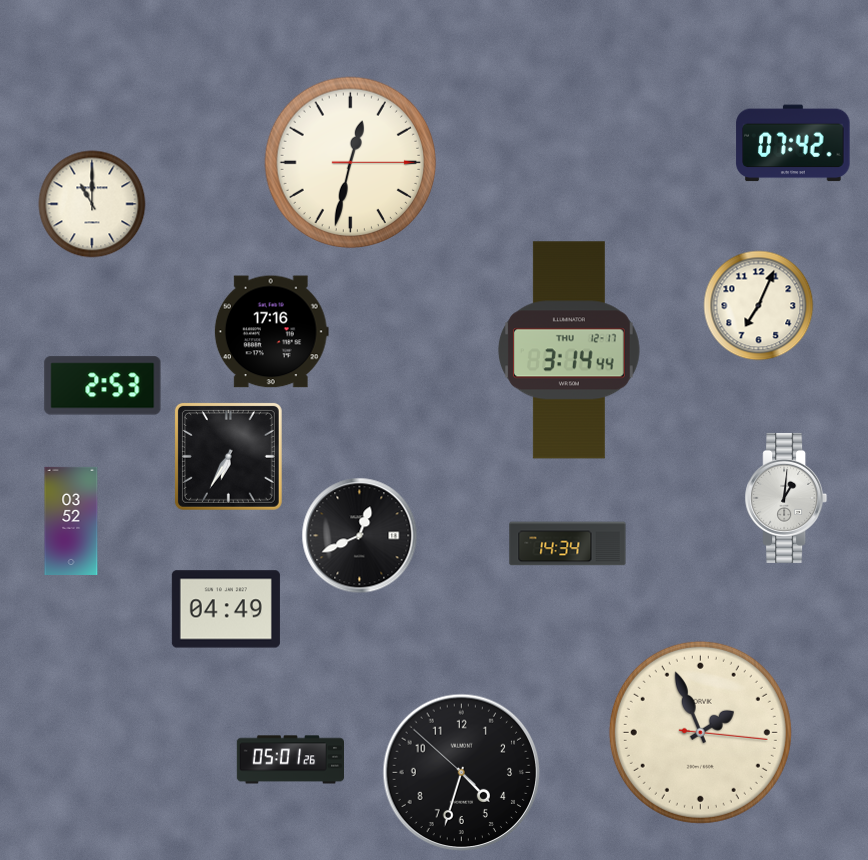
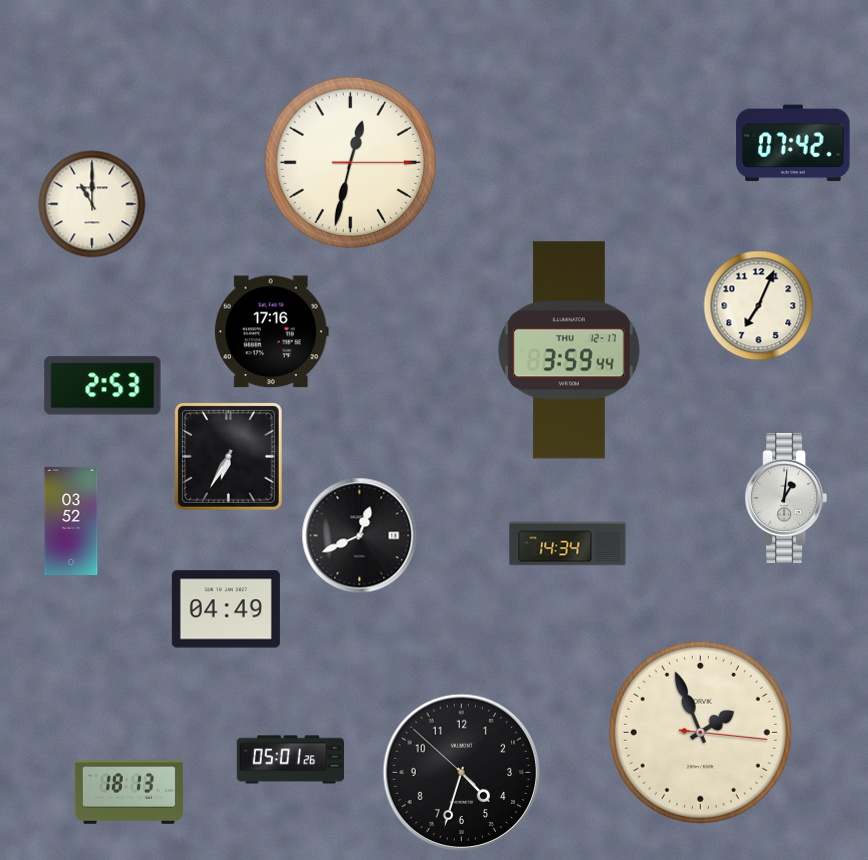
clock at (569, 350): 3:14 -> 3:59
clock at (129, 793): none -> 18:13
